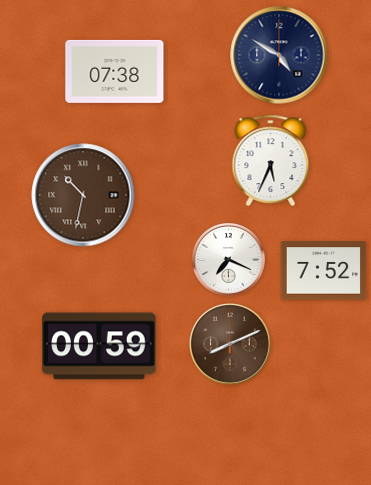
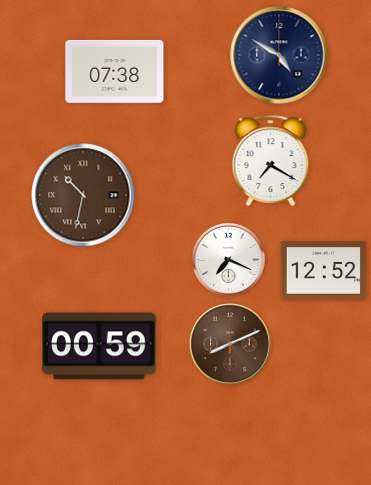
clock at (271, 161): 5:34 -> 7:20
clock at (324, 271): 7:52 -> 12:52
